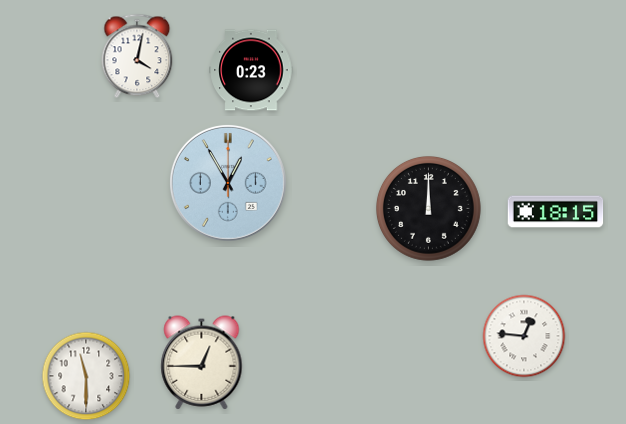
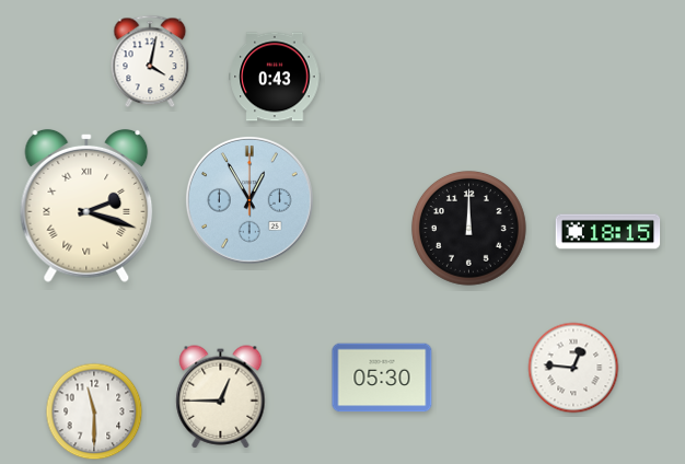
clock at (251, 70): 0:23 -> 0:43
clock at (86, 206): none -> 2:18
clock at (382, 378): none -> 05:30
